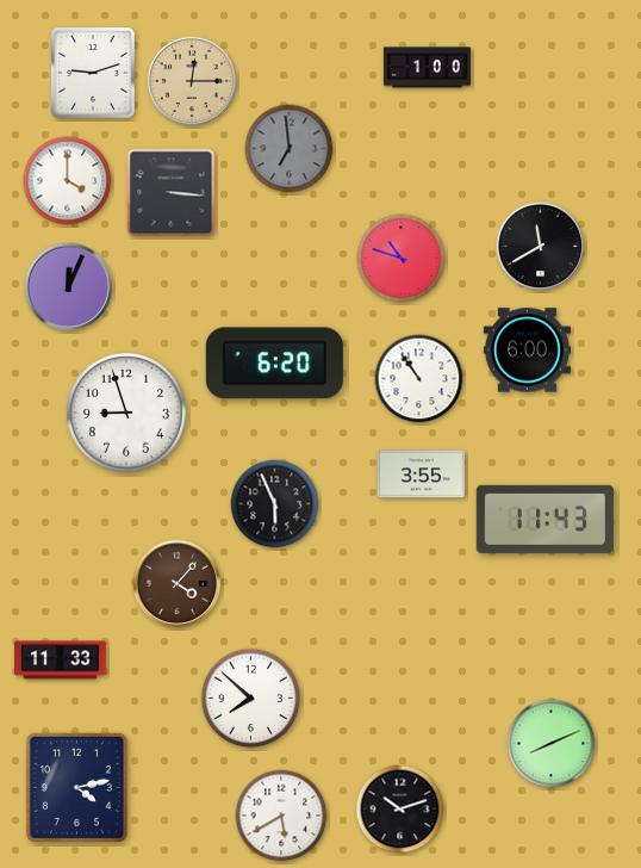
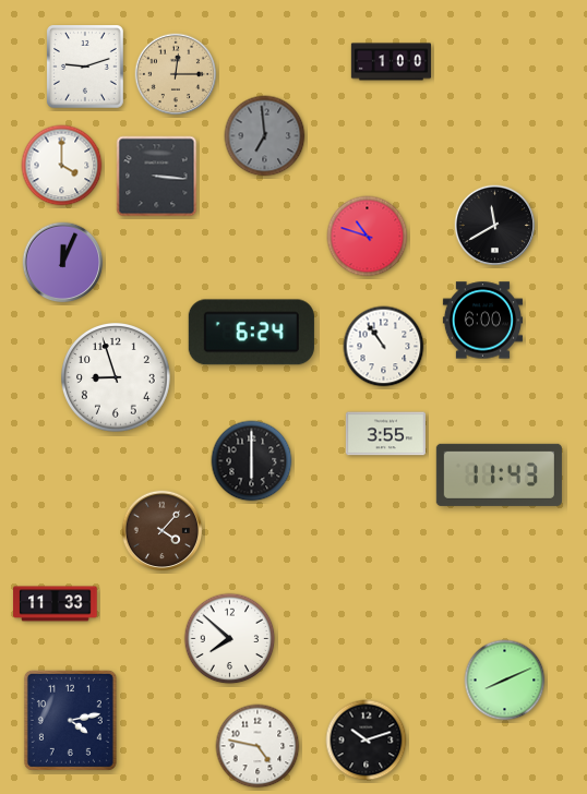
clock at (274, 364): 6:20 -> 6:24
clock at (275, 504): 5:56 -> 6:00
clock at (178, 584) position: (178, 584) -> (163, 531)
clock at (281, 816): 5:40 -> 4:47
